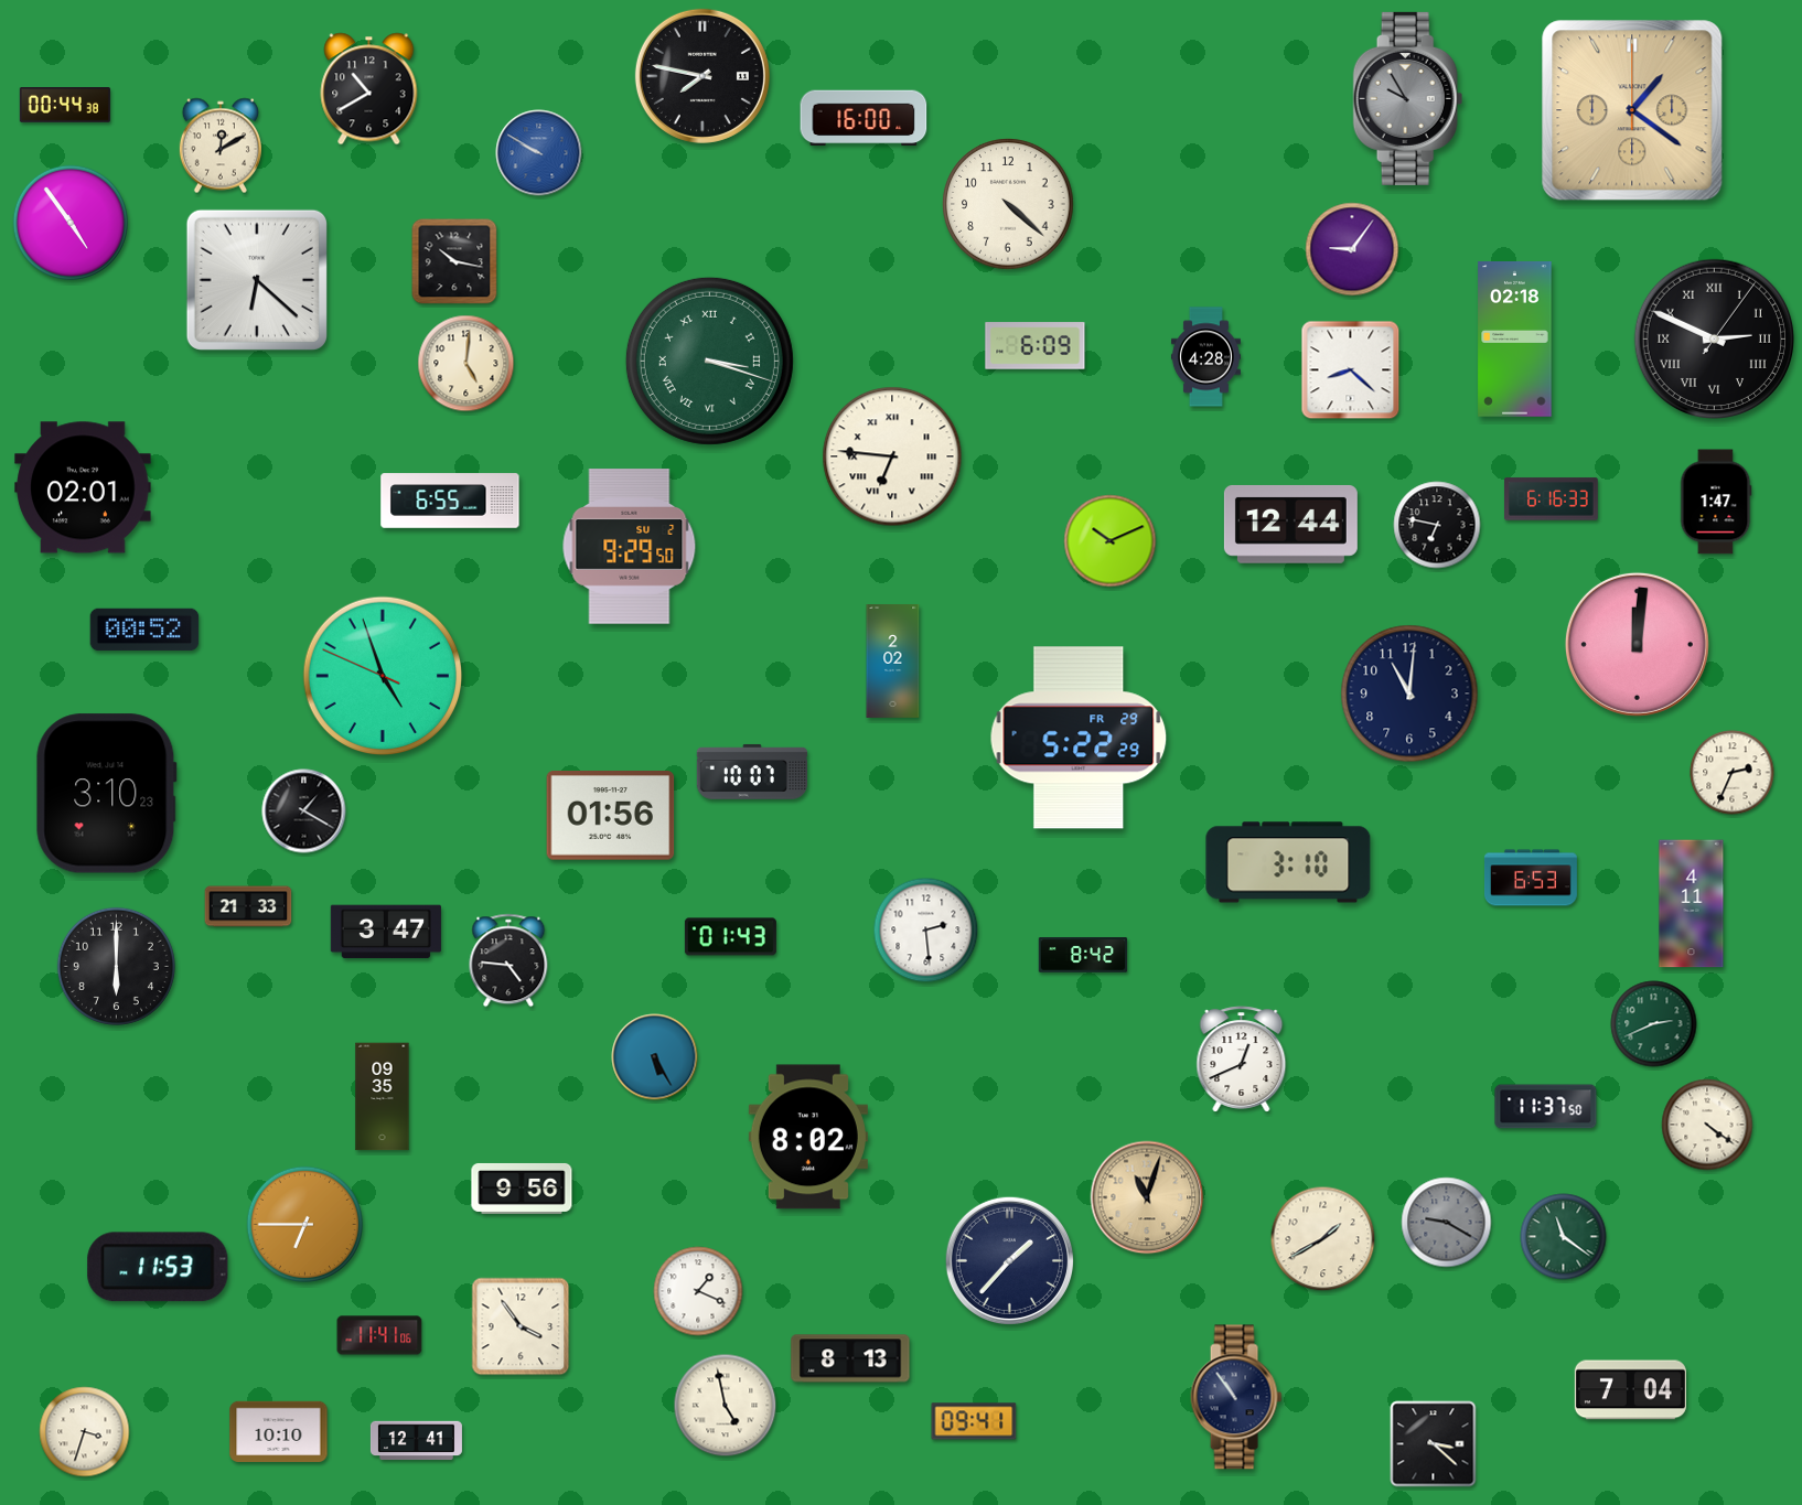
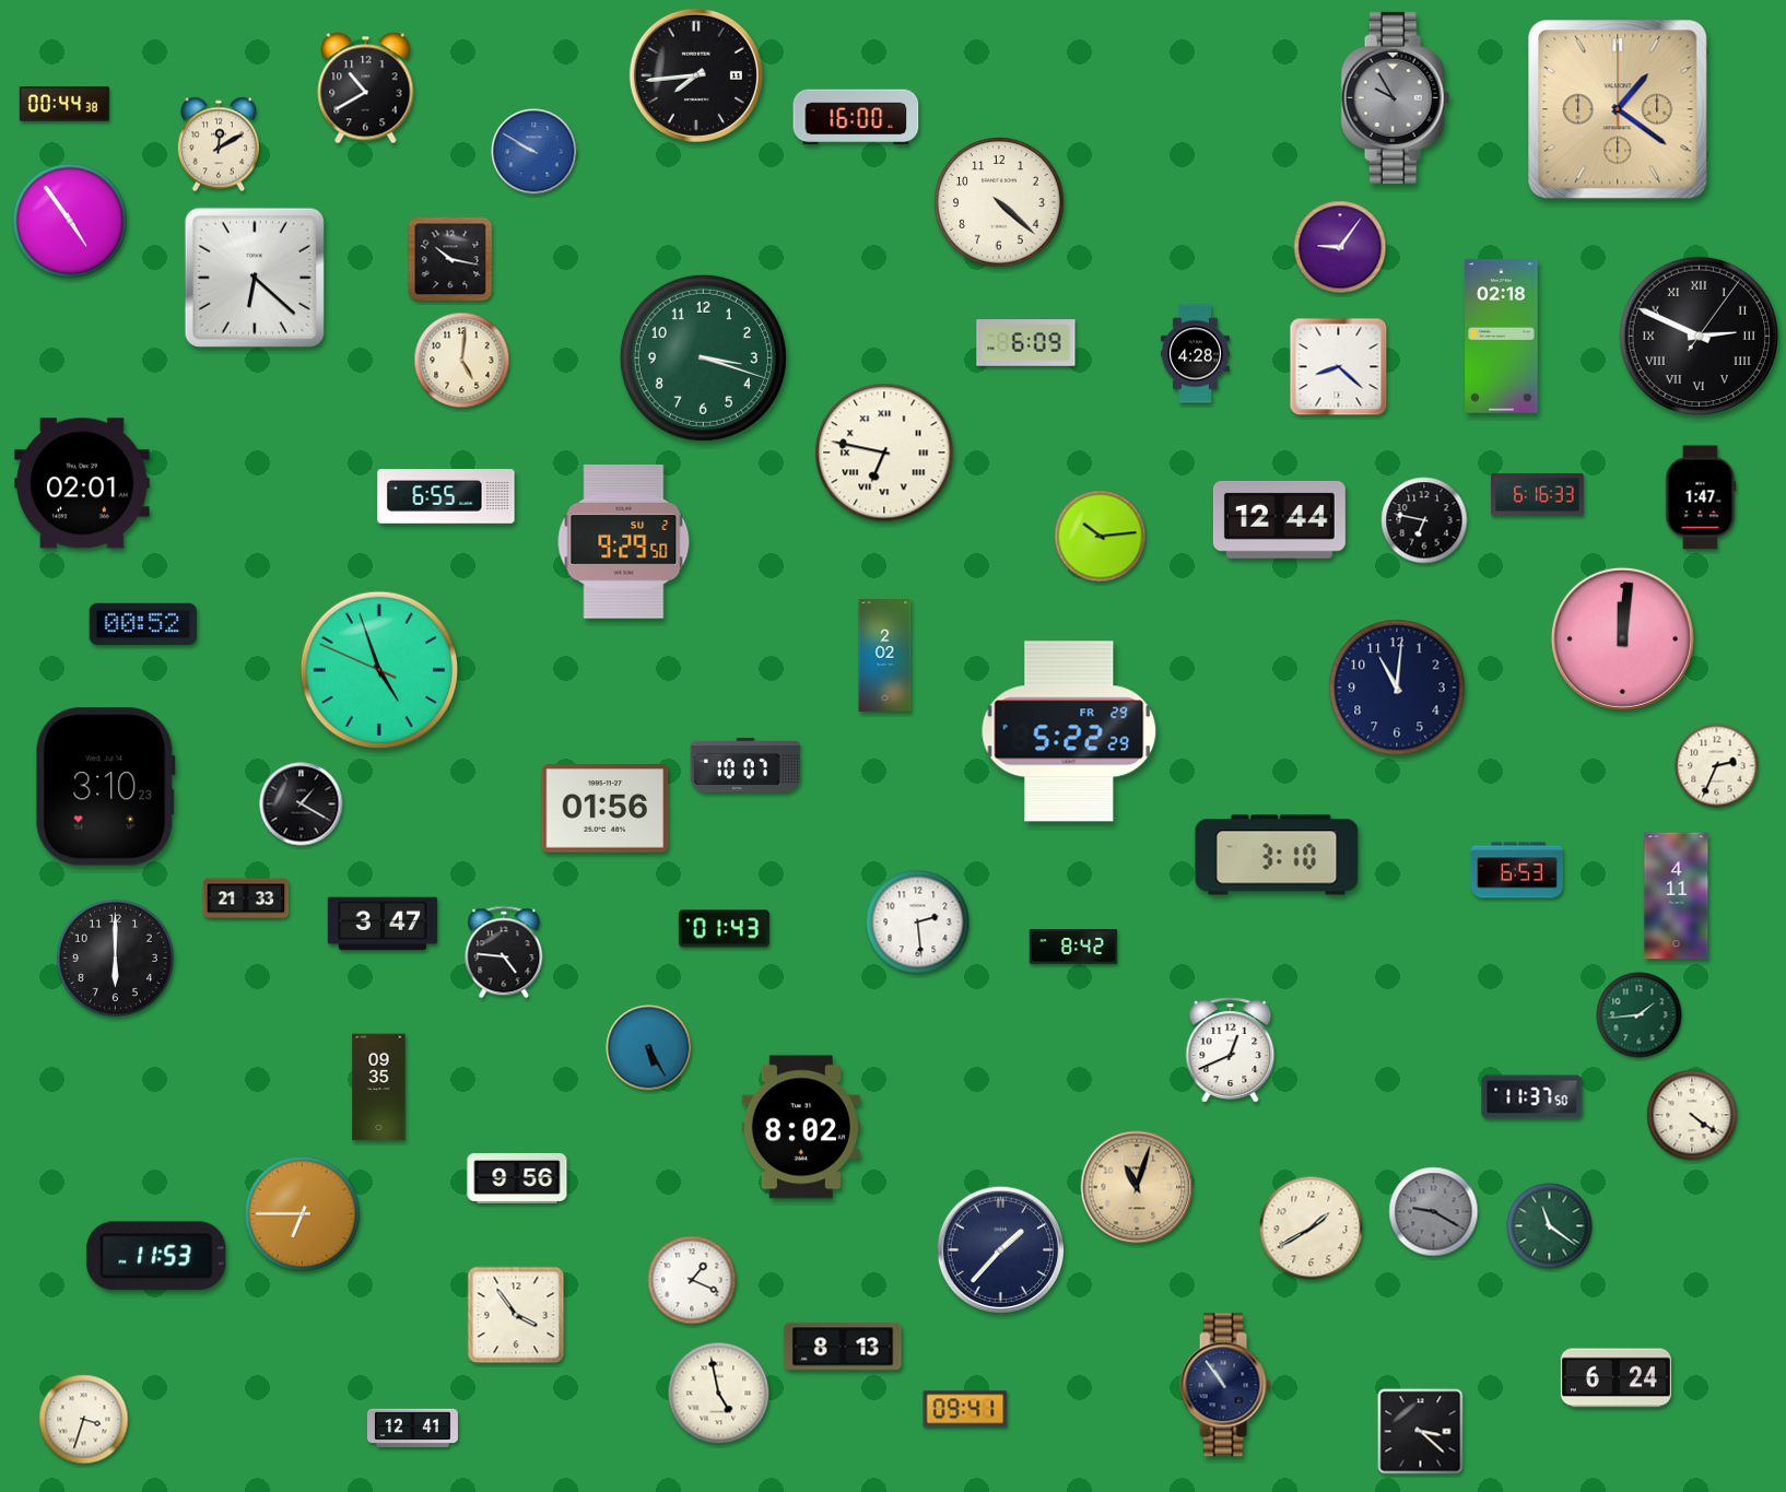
clock at (702, 76): 7:47 -> 7:44
clock at (709, 361) numerals: Roman -> Arabic
clock at (892, 456): 6:46 -> 6:47
clock at (1111, 541): 10:11 -> 10:14
clock at (1654, 1024): 2:41 -> 1:44
clock at (379, 1335): 11:41 -> none
clock at (1630, 1390): 7:04 -> 6:24
clock at (279, 1432): 10:10 -> none
